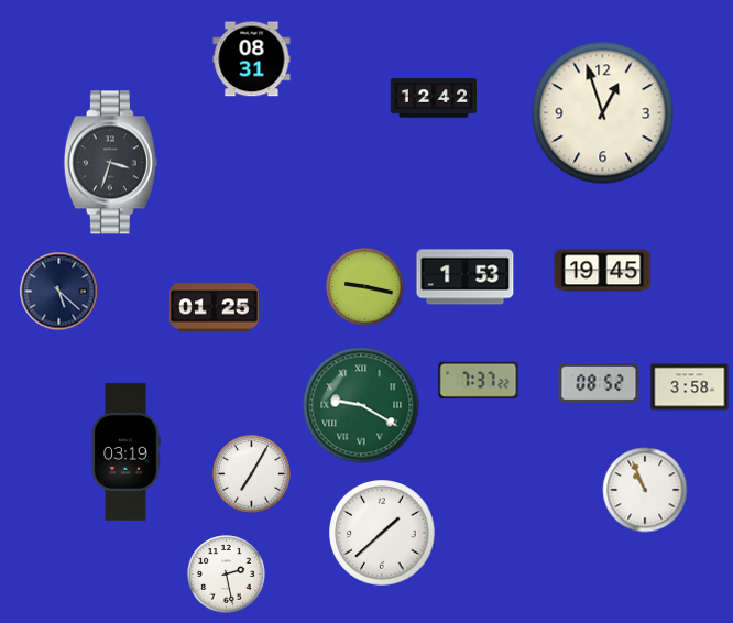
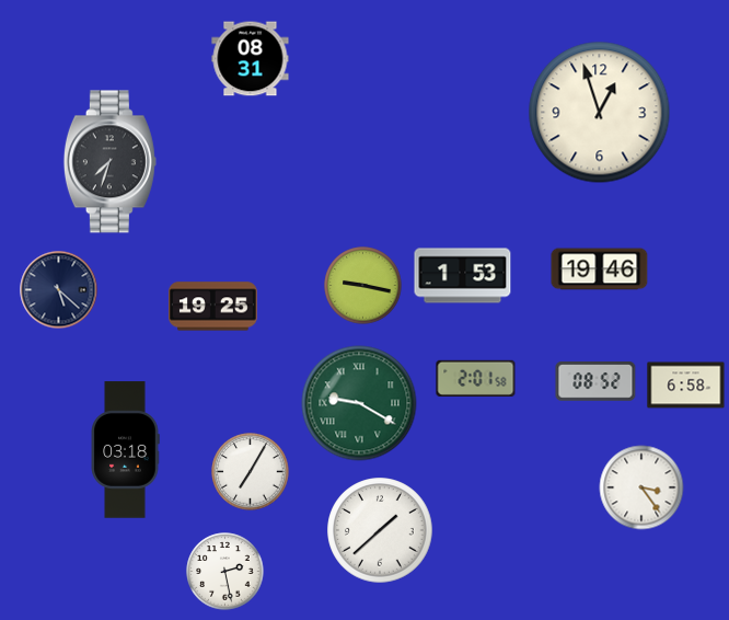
clock at (433, 98): 12:42 -> none
clock at (110, 163): 3:33 -> 7:33
clock at (603, 271): 19:45 -> 19:46
clock at (215, 308): 01:25 -> 19:25
clock at (479, 380): 7:37 -> 2:01
clock at (690, 387): 3:58 -> 6:58
clock at (125, 452): 03:19 -> 03:18
clock at (645, 490): 10:56 -> 3:24
